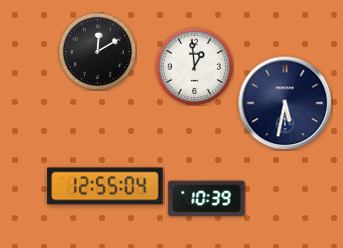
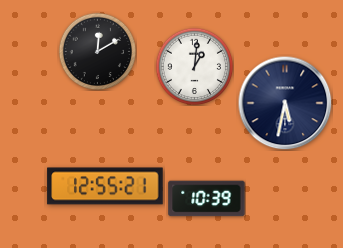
clock at (194, 66): 12:59 -> 1:01
clock at (105, 186): 12:55:04 -> 12:55:21
